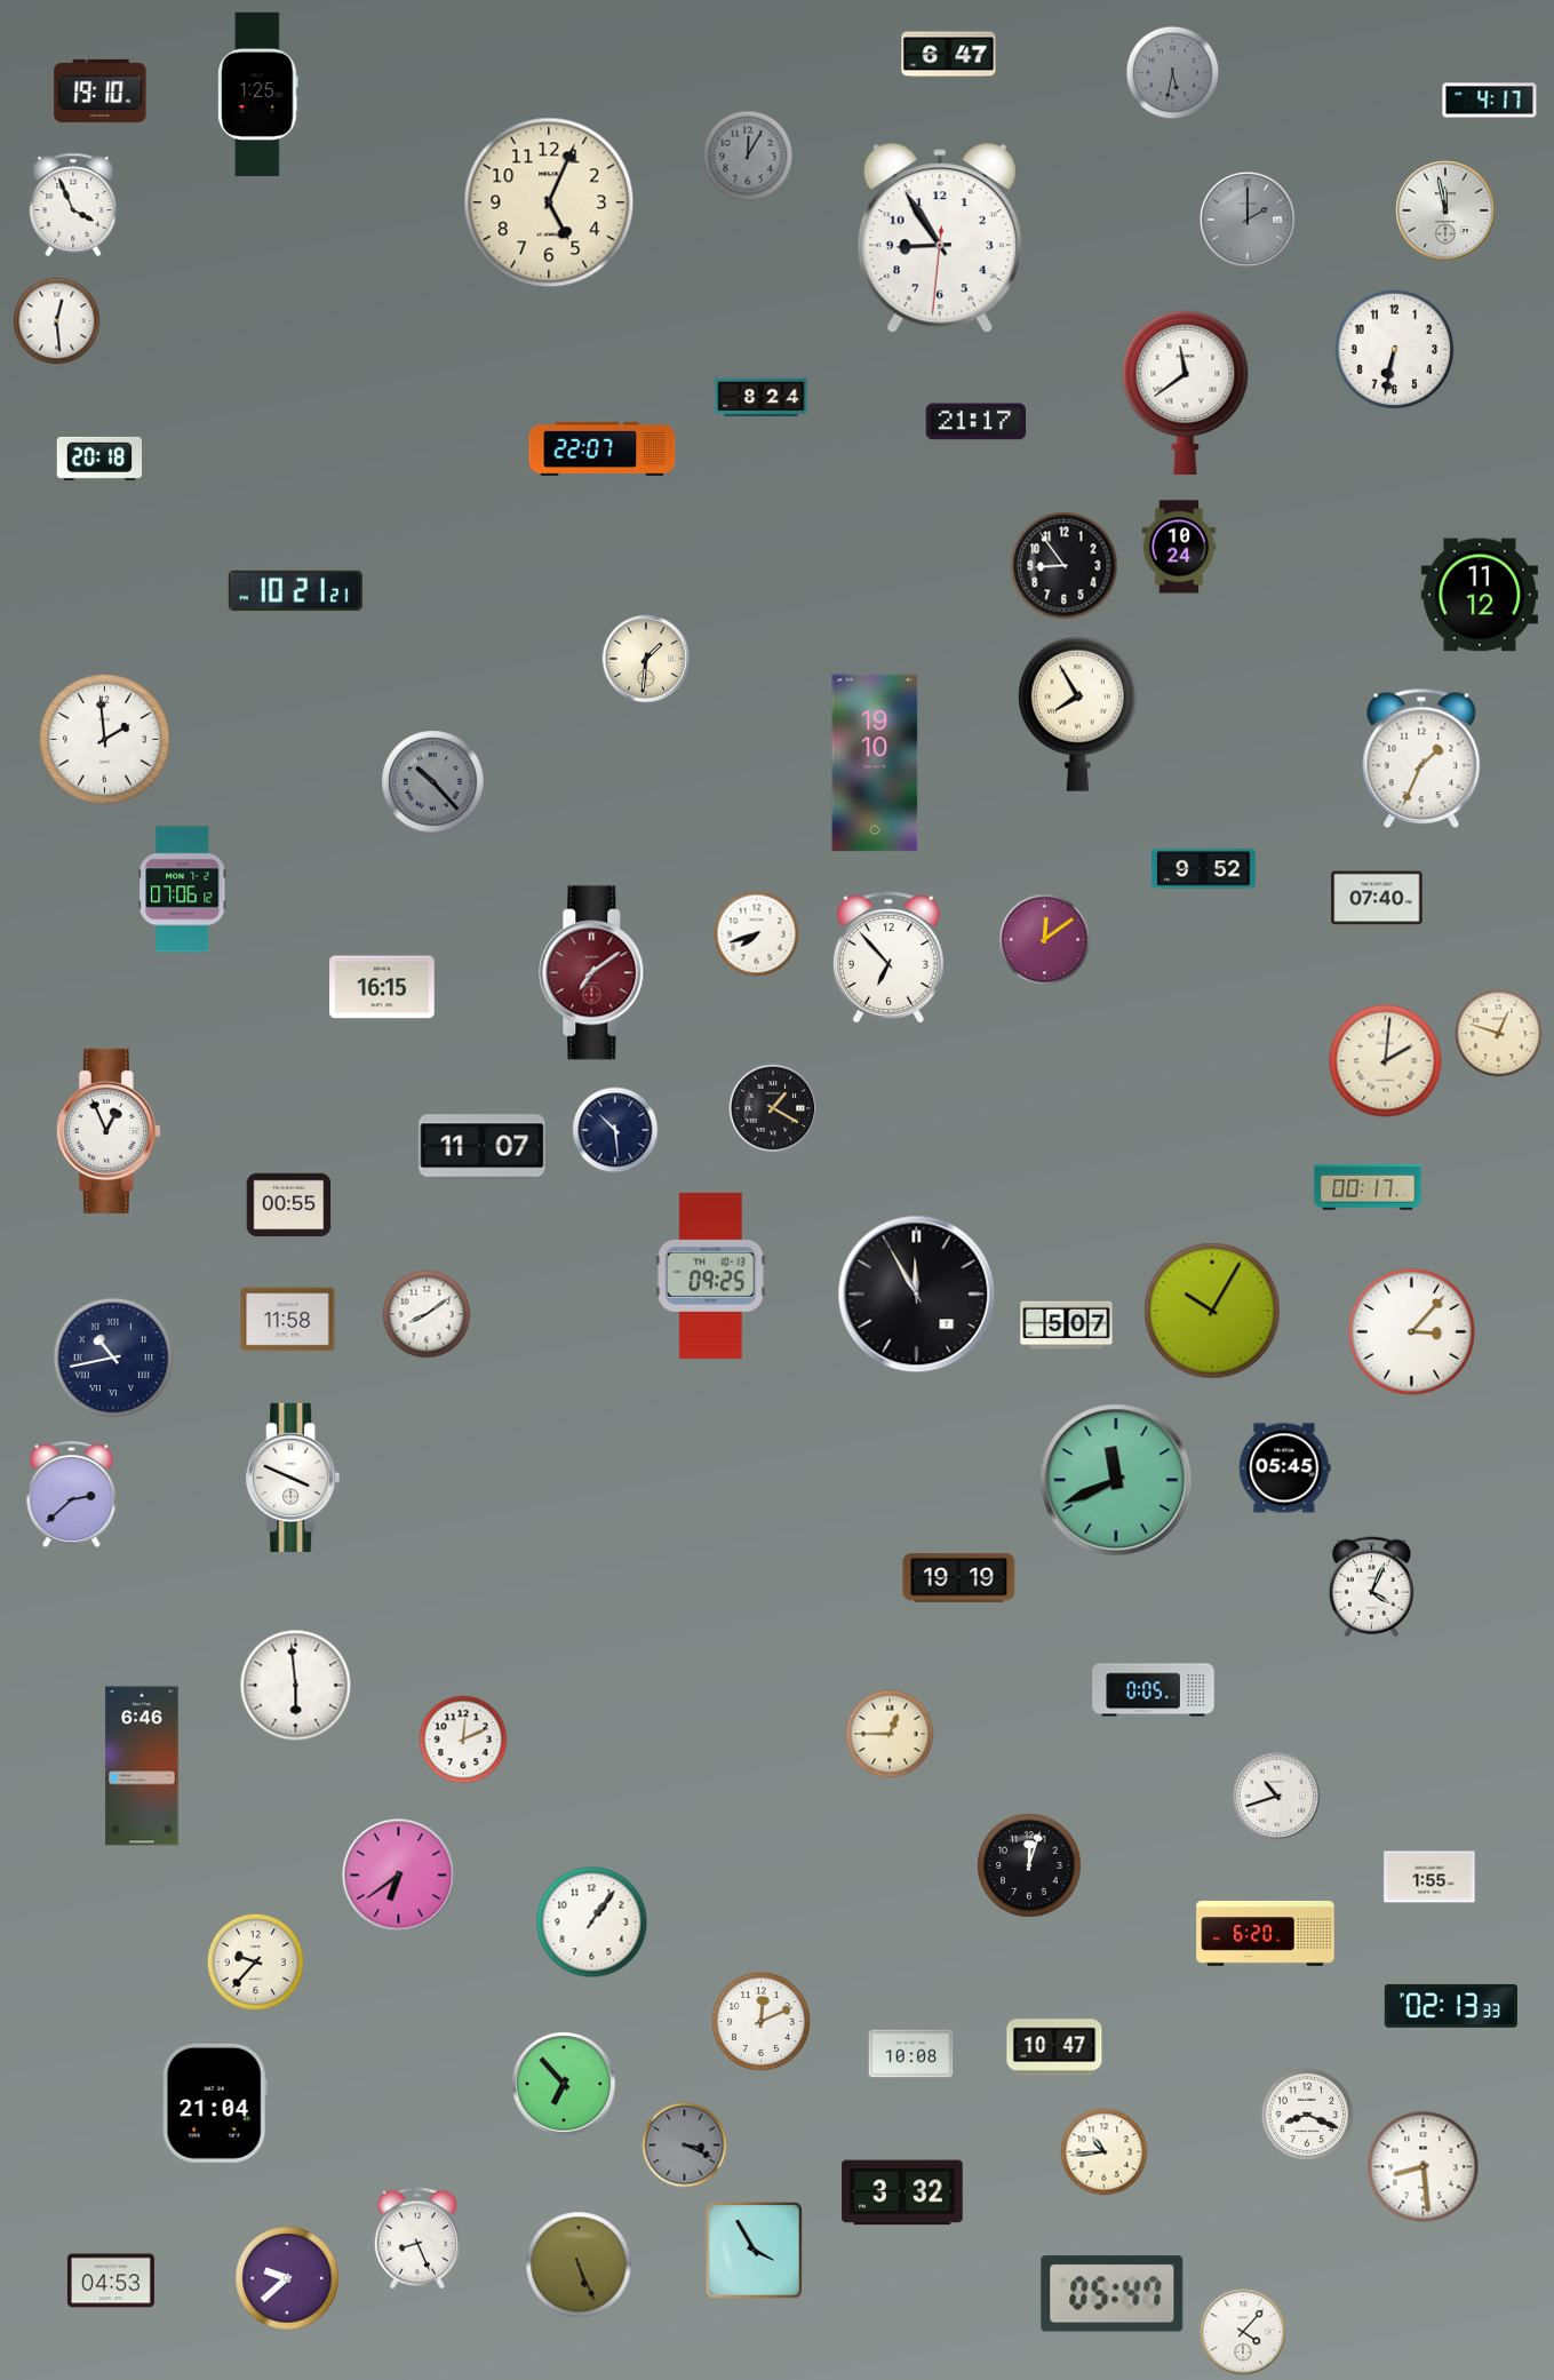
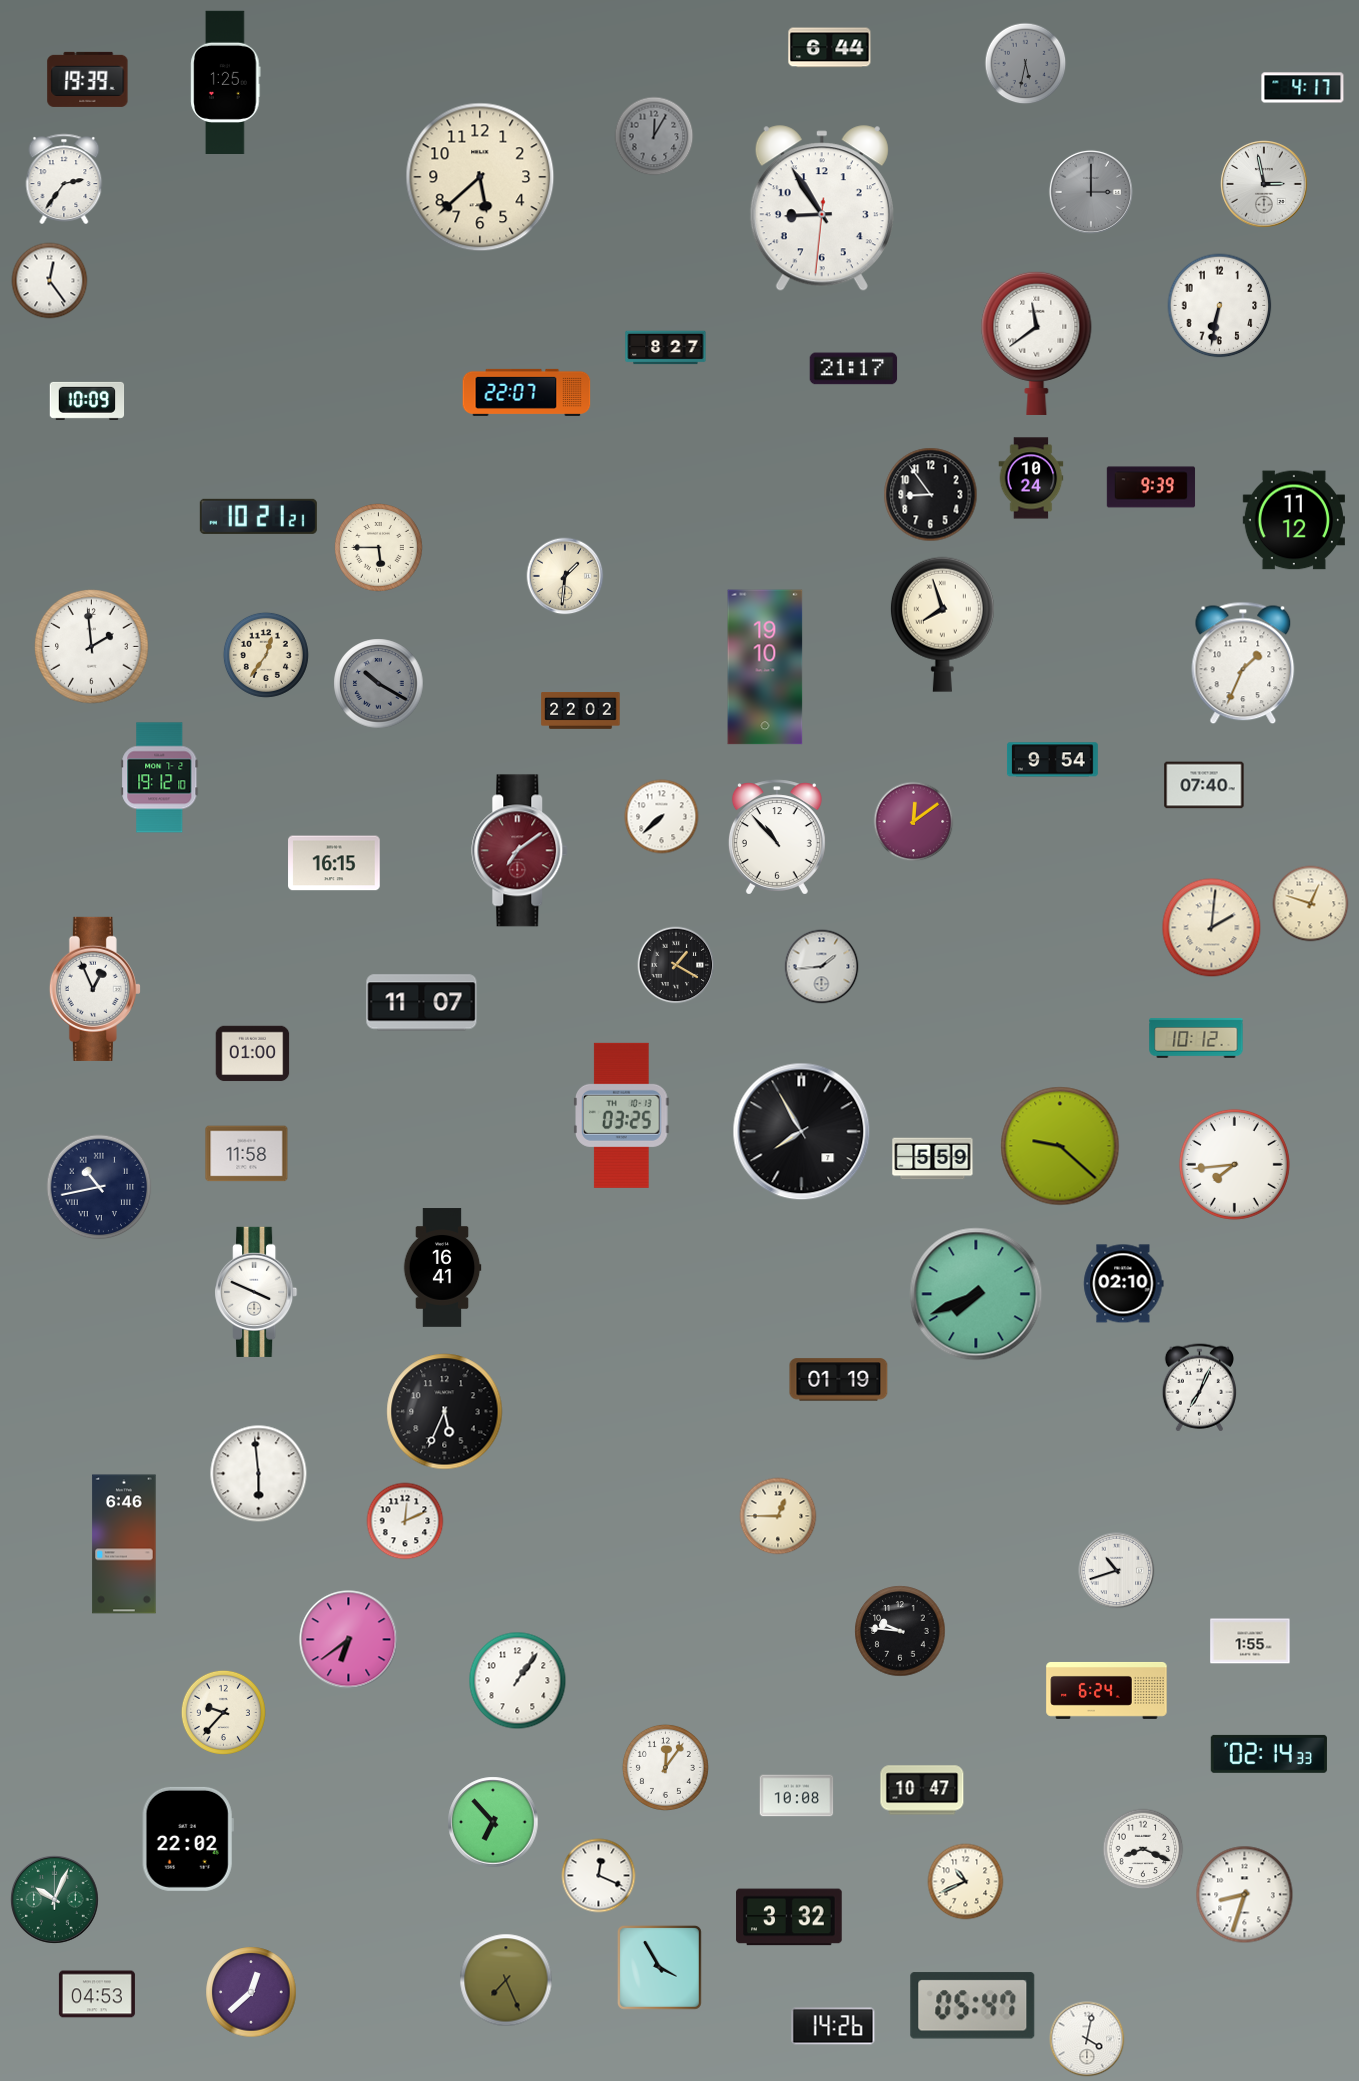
clock at (949, 55): 6:47 -> 6:44
clock at (101, 90): 19:10 -> 19:39
clock at (549, 202): 5:04 -> 5:38
clock at (73, 205): 3:56 -> 2:36
clock at (1447, 212): 11:58 -> 2:58
clock at (1248, 220): 2:00 -> 3:00
clock at (57, 321): 12:29 -> 12:24
clock at (762, 398): 8:24 -> 8:27
clock at (99, 459): 20:18 -> 10:09
clock at (1151, 487): none -> 9:39
clock at (379, 548): none -> 5:45
clock at (1077, 714): 7:55 -> 7:57
clock at (266, 655): none -> 12:36
clock at (433, 782): 10:23 -> 10:20
clock at (581, 711): none -> 22:02
clock at (1203, 869): 9:52 -> 9:54
clock at (183, 890): 07:06 -> 19:12
clock at (757, 934): 7:42 -> 7:38
clock at (888, 957): 6:53 -> 10:53
clock at (822, 967): none -> 1:44
clock at (773, 1108) position: (773, 1108) -> (676, 965)
clock at (615, 1130): 10:29 -> none
clock at (1368, 1187): 00:17 -> 10:12
clock at (289, 1205): 00:55 -> 01:00
clock at (711, 1275): 09:25 -> 03:25
clock at (917, 1295): 11:55 -> 7:55
clock at (1212, 1311): 10:05 -> 9:22
clock at (427, 1314): 8:09 -> none
clock at (288, 1320) position: (288, 1320) -> (247, 1154)
clock at (1067, 1326): 5:07 -> 5:59
clock at (1411, 1331): 3:07 -> 7:44
clock at (442, 1268): none -> 16:41
clock at (1285, 1468): 05:45 -> 02:10
clock at (1116, 1480): 11:41 -> 7:41
clock at (72, 1495): 2:38 -> none
clock at (959, 1578): 19:19 -> 01:19
clock at (1371, 1587): 4:04 -> 7:04
clock at (445, 1412): none -> 5:34
clock at (1154, 1690): 0:05 -> none
clock at (1029, 1865): 12:03 -> 9:46
clock at (1266, 1933): 6:20 -> 6:24
clock at (255, 1961) position: (255, 1961) -> (223, 1712)
clock at (1451, 2006): 02:13 -> 02:14
clock at (760, 2021): 12:11 -> 12:06
clock at (215, 2103): 21:04 -> 22:02
clock at (685, 2146): 3:19 -> 12:19
clock at (685, 2146) dial: grey -> white
clock at (1105, 2152): 10:44 -> 10:41
clock at (1424, 2167): 8:29 -> 8:33
clock at (55, 1900): none -> 10:04
clock at (416, 2238): 8:26 -> none
clock at (579, 2264): 5:26 -> 7:26
clock at (287, 2278): 9:38 -> 12:38
clock at (833, 2026): none -> 14:26
clock at (1243, 2332): 4:07 -> 4:02
